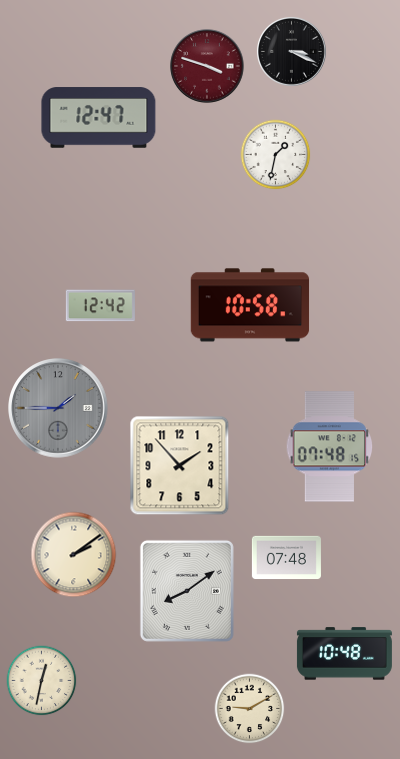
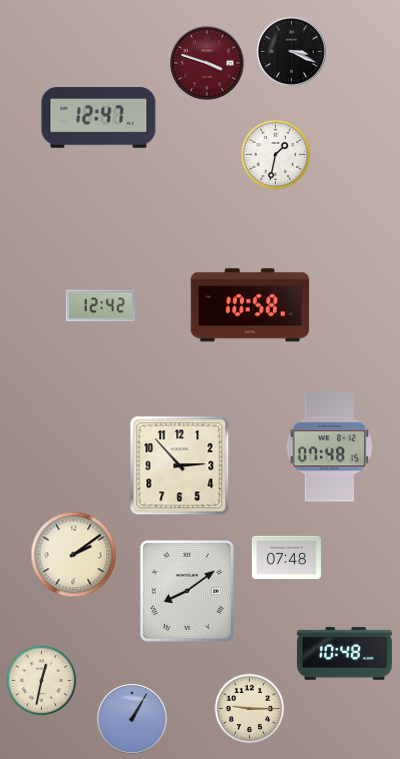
clock at (207, 66) position: (207, 66) -> (207, 63)
clock at (58, 408): 1:45 -> none
clock at (180, 466): 1:53 -> 2:53
clock at (250, 709): 9:10 -> 9:15
clock at (133, 720): none -> 1:05
